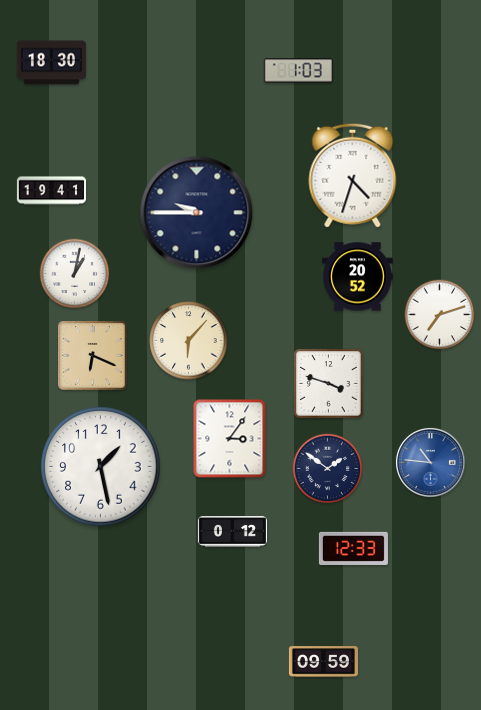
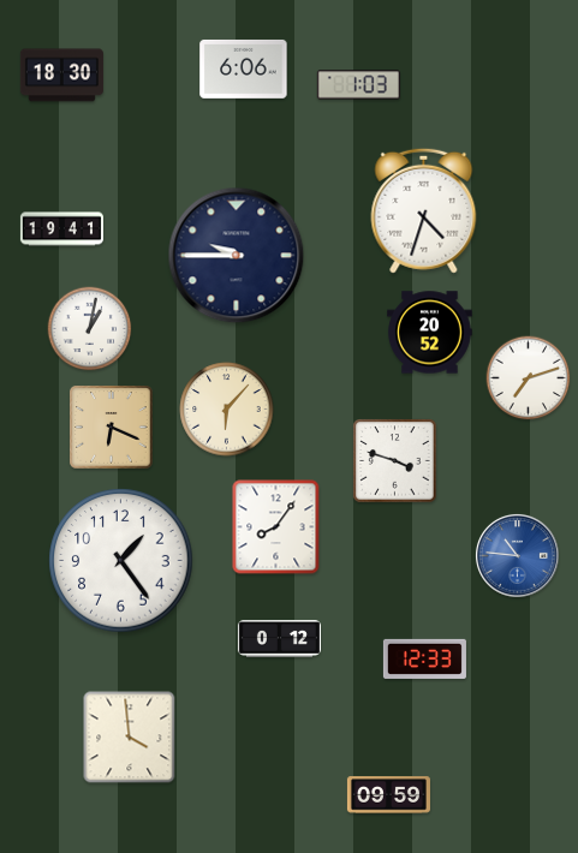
clock at (244, 68): none -> 6:06
clock at (230, 439): 3:06 -> 8:06
clock at (101, 467): 1:28 -> 1:24
clock at (328, 469): 1:51 -> none
clock at (130, 738): none -> 3:59
